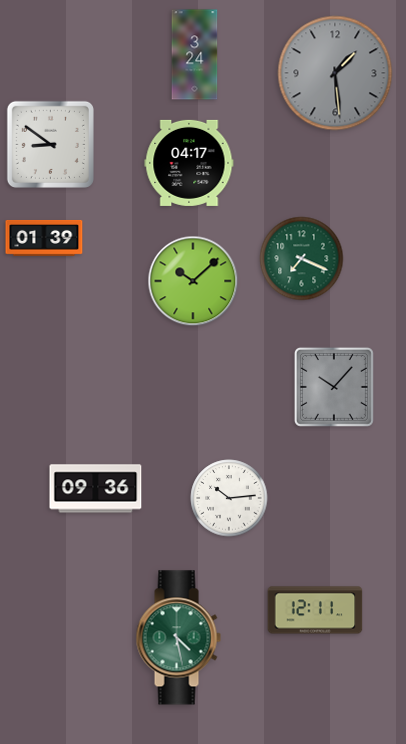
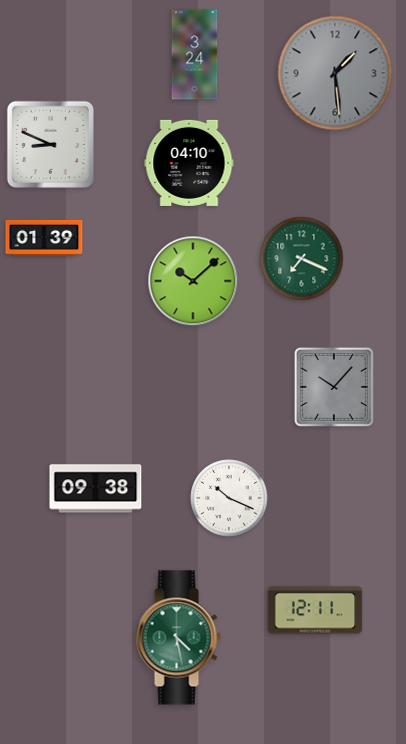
clock at (50, 144): 8:51 -> 8:49
clock at (189, 163): 04:17 -> 04:10
clock at (96, 489): 09:36 -> 09:38
clock at (229, 498): 10:14 -> 10:19
